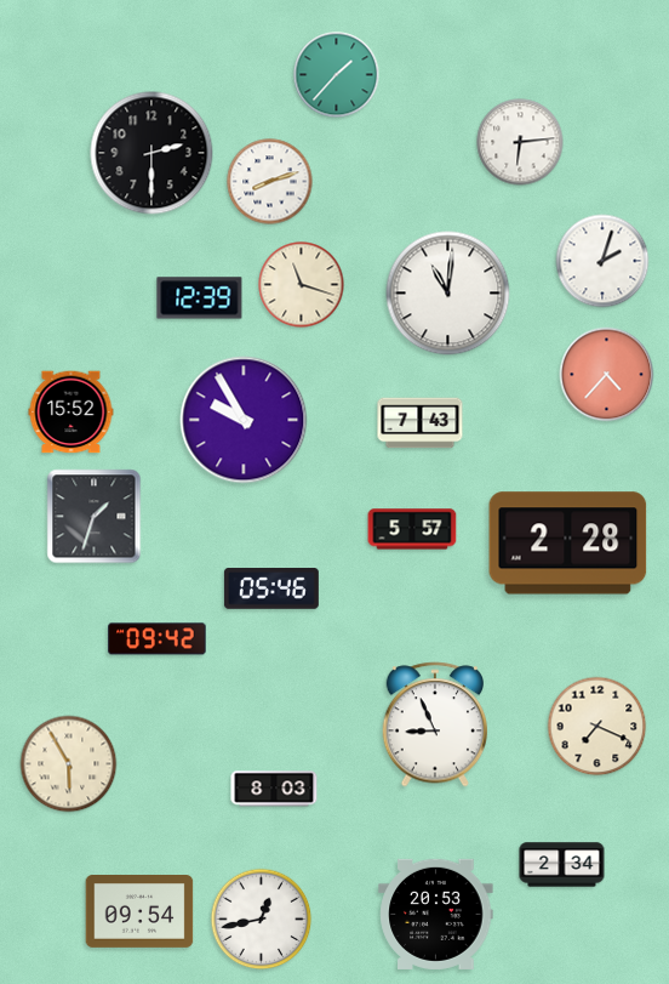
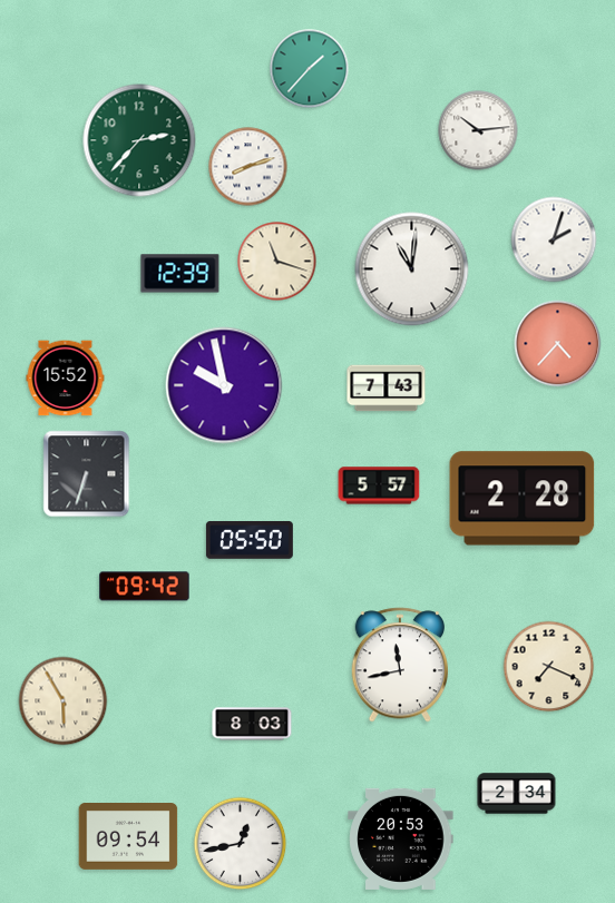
clock at (520, 142): 6:14 -> 10:14
clock at (151, 153): 2:30 -> 2:37
clock at (151, 153) dial: black -> green
clock at (200, 298) position: (200, 298) -> (180, 274)
clock at (244, 420): 9:55 -> 9:58
clock at (95, 517): 1:33 -> 6:33
clock at (271, 590): 05:46 -> 05:50
clock at (435, 724): 8:56 -> 11:43
